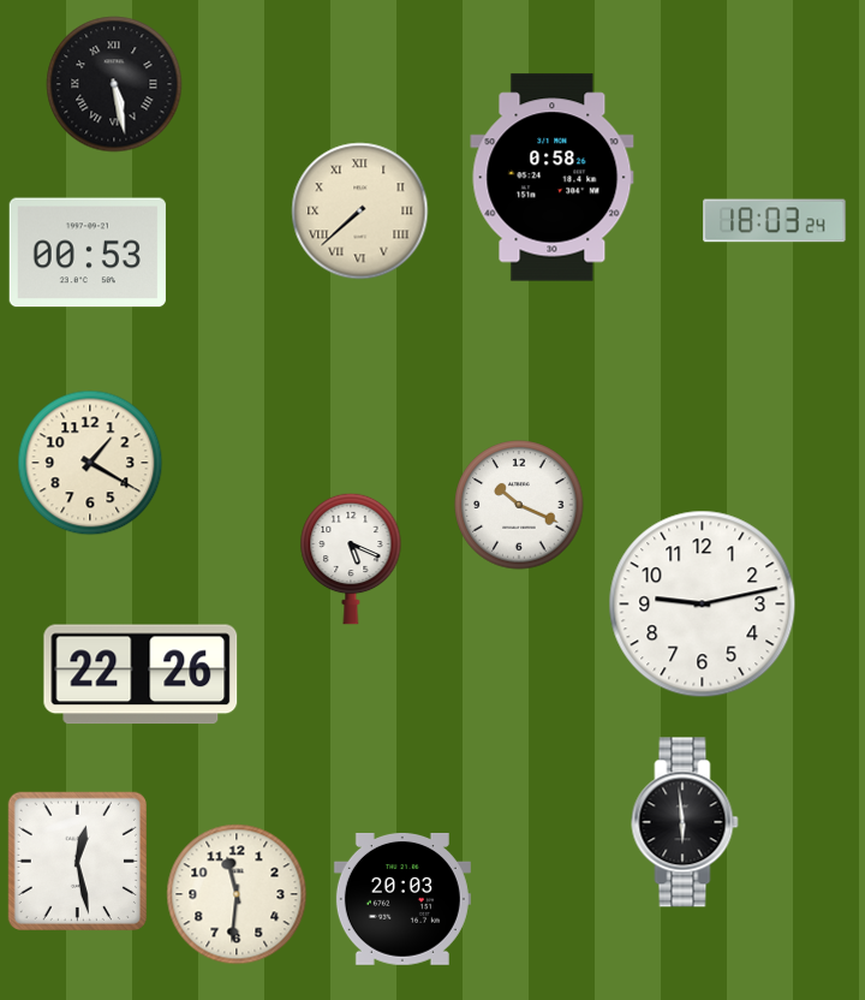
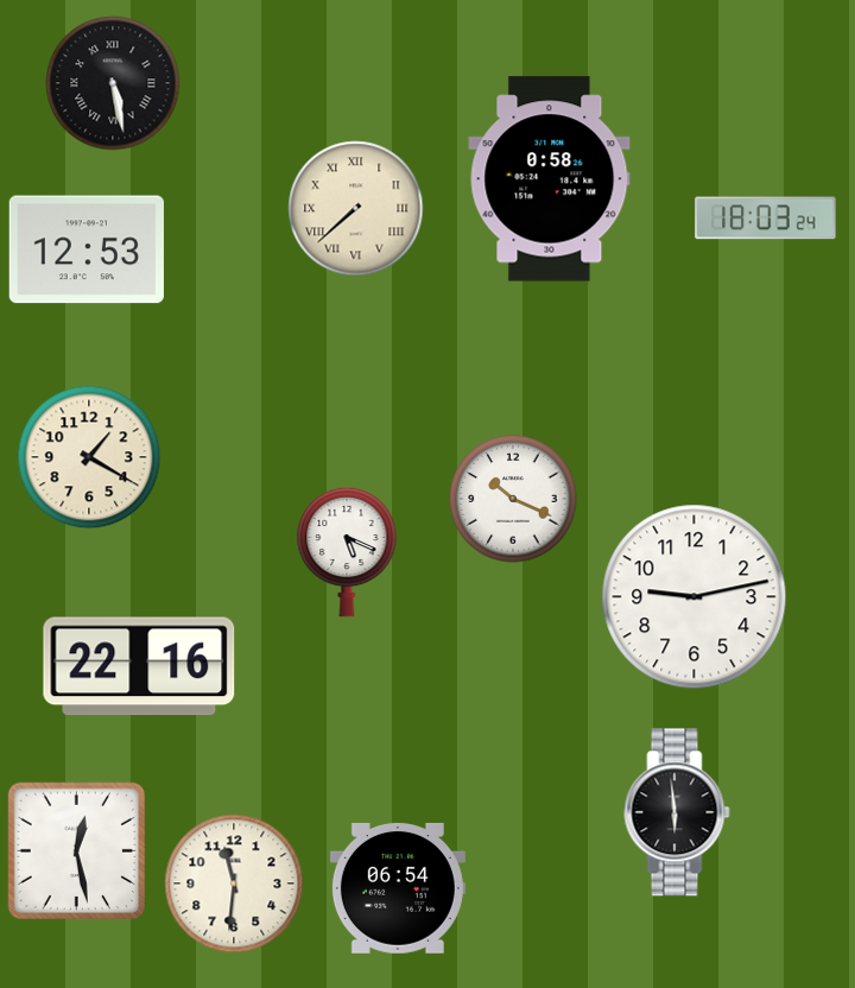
clock at (553, 178) position: (553, 178) -> (550, 179)
clock at (88, 252): 00:53 -> 12:53
clock at (141, 674): 22:26 -> 22:16
clock at (402, 899): 20:03 -> 06:54
